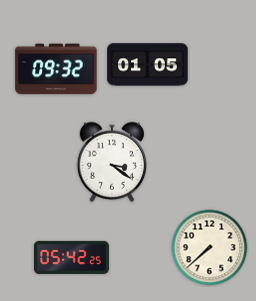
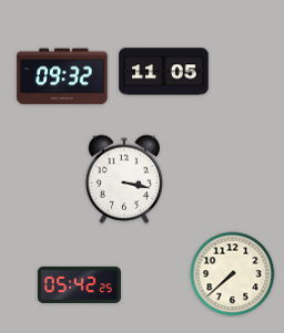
clock at (148, 65): 01:05 -> 11:05
clock at (111, 162): 3:21 -> 3:17
